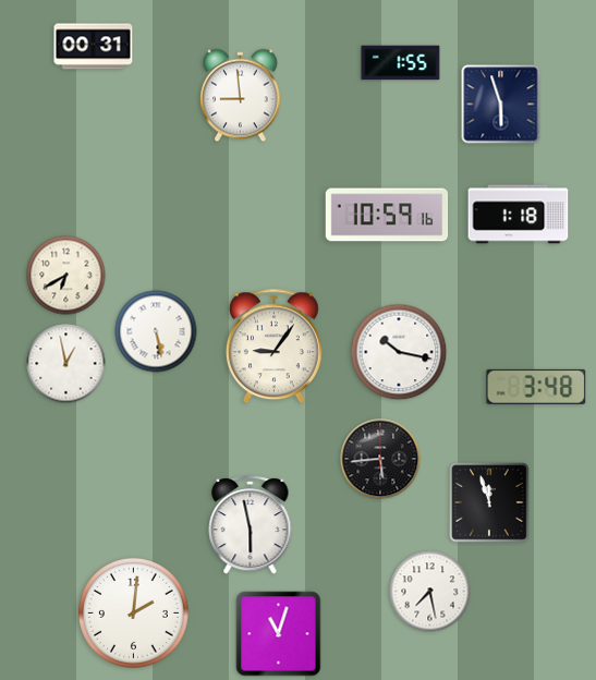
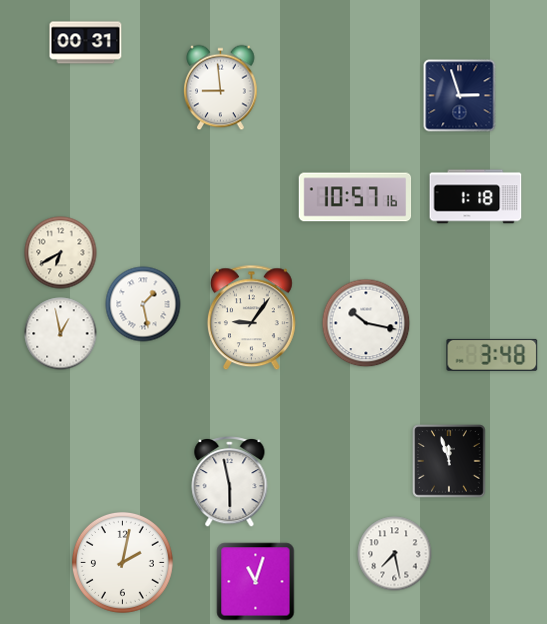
clock at (401, 63): 1:55 -> none
clock at (501, 105): 5:57 -> 2:57
clock at (387, 215): 10:59 -> 10:57
clock at (156, 331): 5:28 -> 1:28
clock at (380, 459): 5:44 -> none
clock at (430, 592) position: (430, 592) -> (395, 554)
clock at (133, 612): 2:01 -> 2:02
